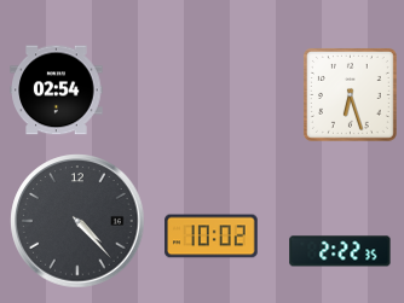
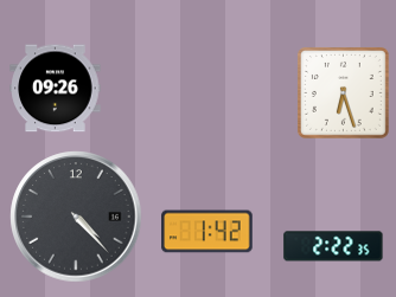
clock at (57, 91): 02:54 -> 09:26
clock at (212, 237): 10:02 -> 1:42
